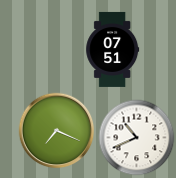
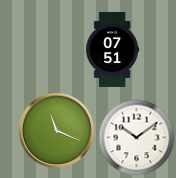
clock at (57, 131): 7:19 -> 11:19
clock at (137, 138): 10:41 -> 10:09
